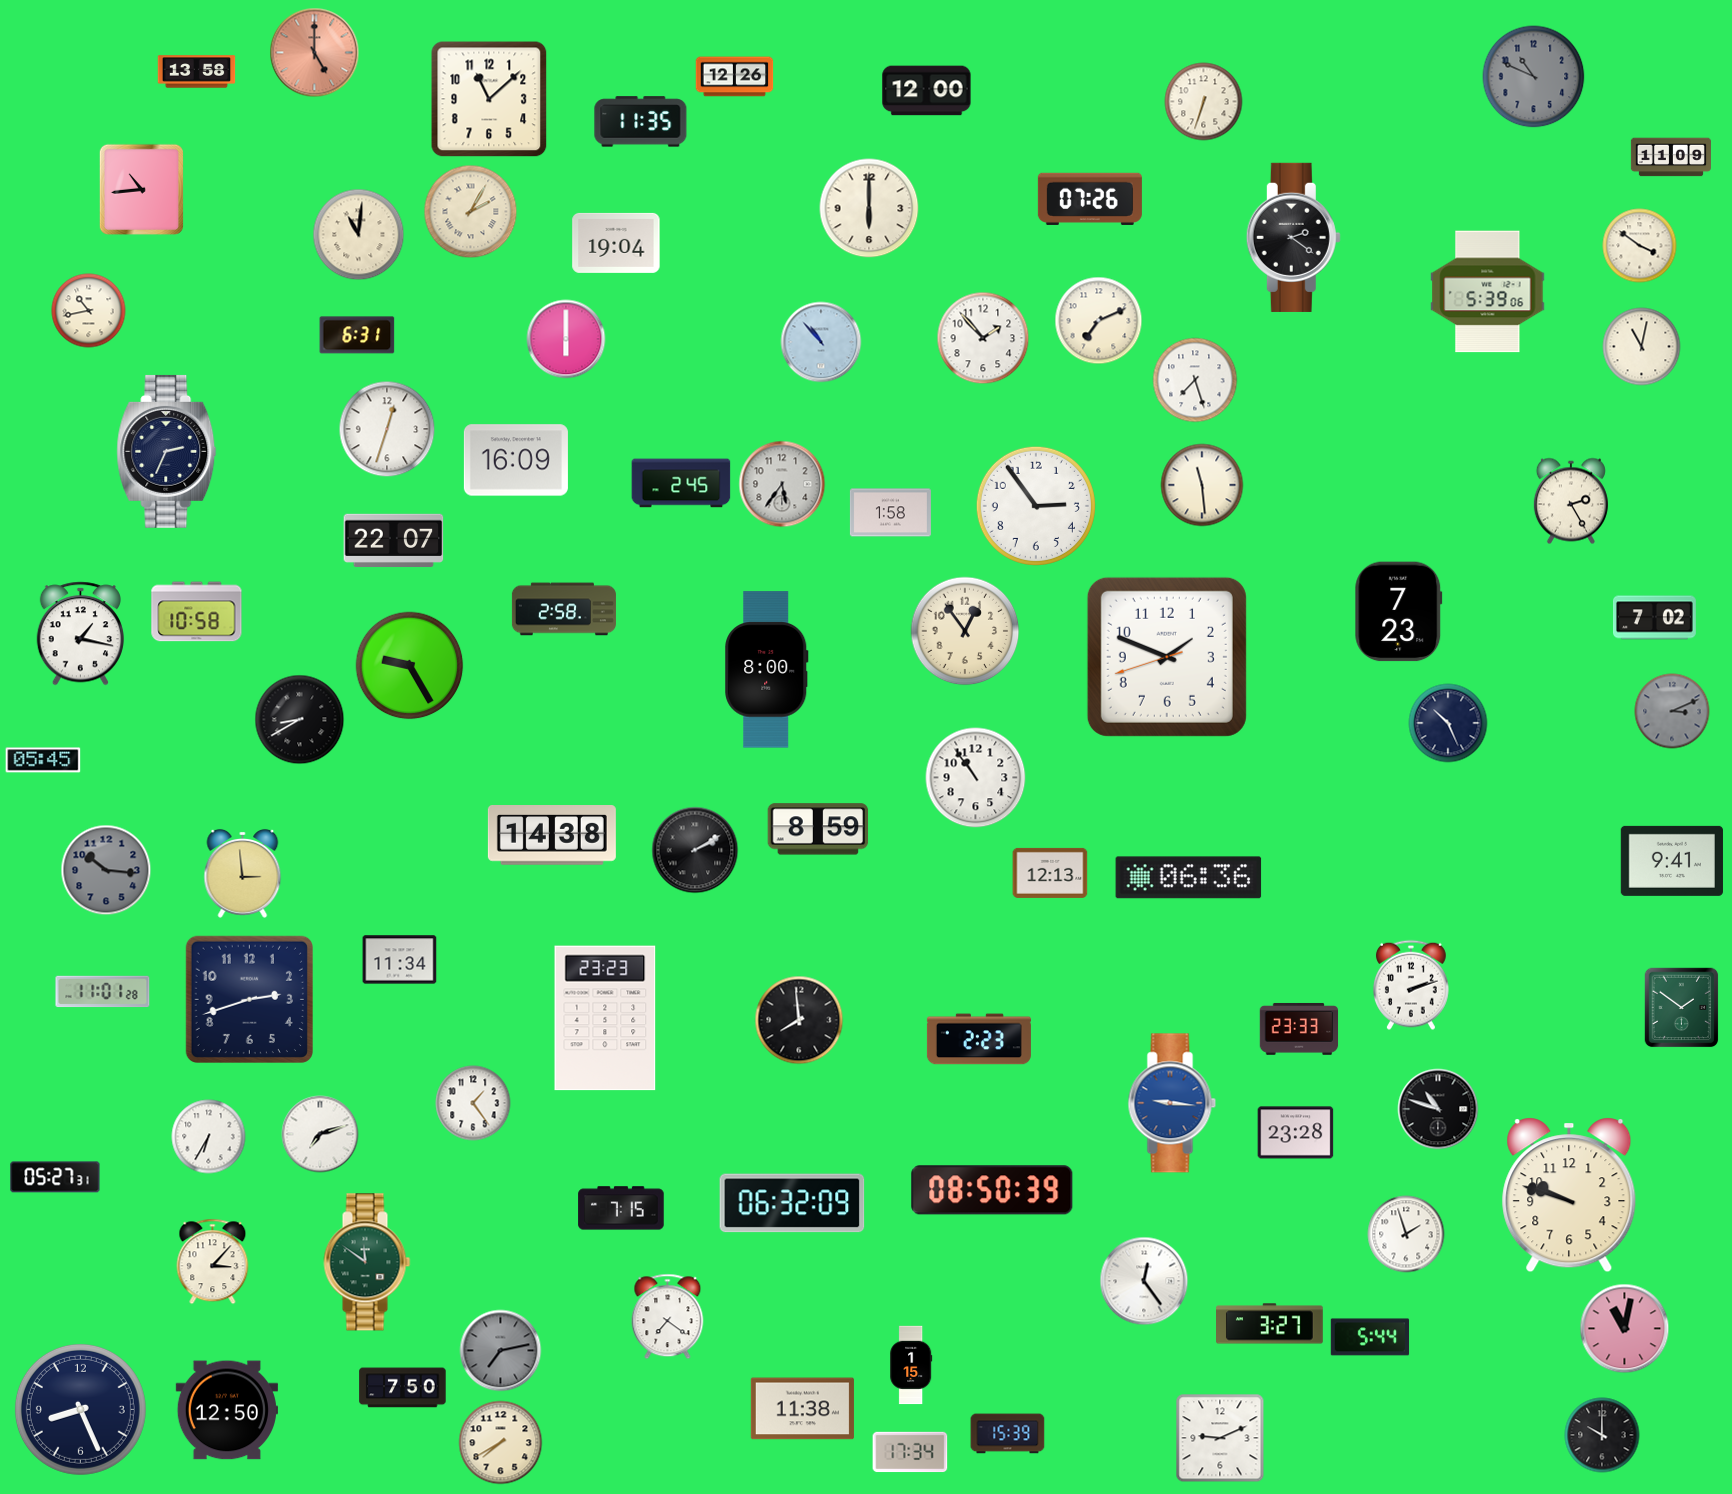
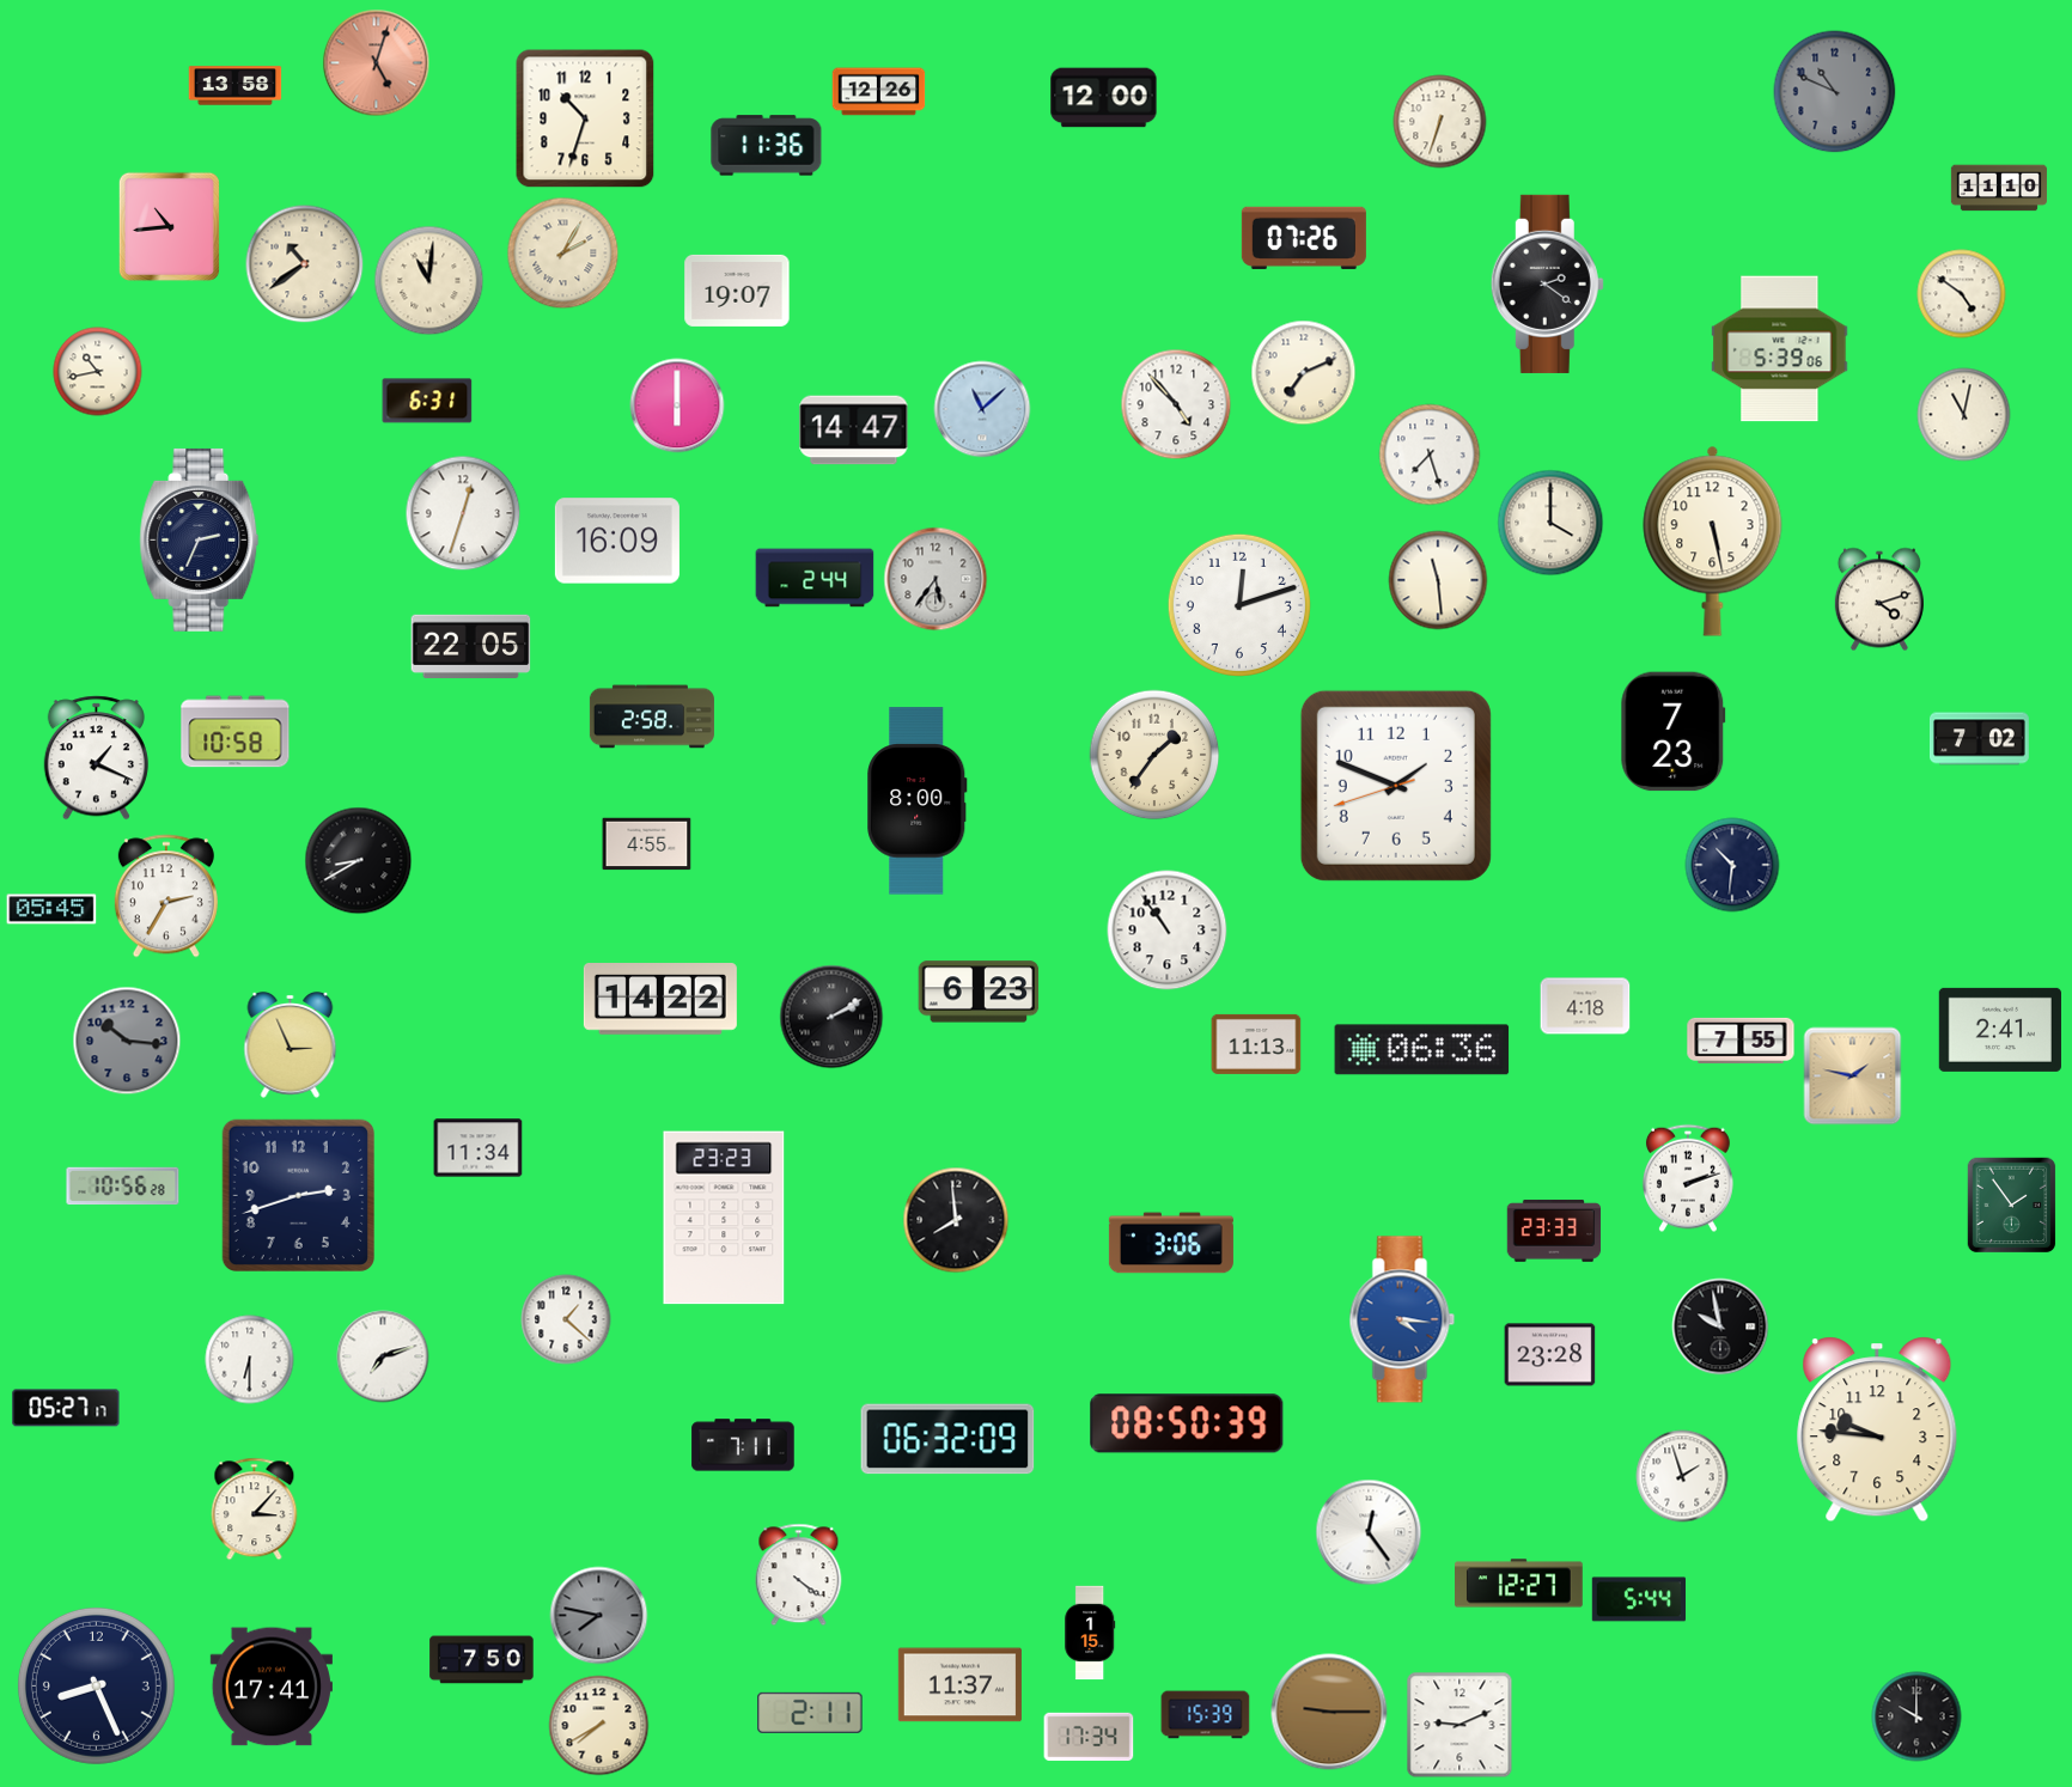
clock at (315, 53): 5:00 -> 5:03
clock at (927, 91) position: (927, 91) -> (1104, 98)
clock at (489, 99): 11:08 -> 10:33
clock at (641, 122): 11:35 -> 11:36
clock at (1671, 157): 11:09 -> 11:10
clock at (869, 208): 6:00 -> none
clock at (305, 264): none -> 10:39
clock at (616, 243): 19:04 -> 19:07
clock at (1640, 246): 3:51 -> 4:51
clock at (89, 311) position: (89, 311) -> (98, 372)
clock at (1099, 321) position: (1099, 321) -> (1304, 373)
clock at (983, 338): 1:53 -> 4:53
clock at (821, 342): 10:53 -> 11:08
clock at (854, 431): none -> 14:47
clock at (1550, 523): none -> 4:00
clock at (1713, 541): none -> 5:28
clock at (516, 460) position: (516, 460) -> (617, 541)
clock at (681, 483): 2:45 -> 2:44
clock at (1571, 501): 2:25 -> 4:12
clock at (1036, 506): 2:54 -> 12:12
clock at (890, 513): 1:58 -> none
clock at (394, 540): 22:07 -> 22:05
clock at (564, 609) position: (564, 609) -> (652, 716)
clock at (965, 631): 12:54 -> 1:36
clock at (80, 634): 1:17 -> 1:19
clock at (410, 666): 9:25 -> none
clock at (647, 844): none -> 4:55
clock at (1672, 711): 3:11 -> none
clock at (1448, 723): 10:26 -> 10:31
clock at (166, 896): none -> 2:35
clock at (818, 829): 8:59 -> 6:23
clock at (552, 836): 14:38 -> 14:22
clock at (1585, 1006): none -> 4:18
clock at (1672, 861): 9:41 -> 2:41
clock at (1741, 1041): none -> 7:55
clock at (243, 873): 2:59 -> 2:56
clock at (1050, 873): 12:13 -> 11:13
clock at (1853, 1077): none -> 1:47
clock at (103, 992): 11:01 -> 10:56
clock at (1682, 1008): 1:51 -> 1:54
clock at (979, 1039): 2:23 -> 3:06
clock at (473, 1103): 1:24 -> 1:22
clock at (1172, 1103): 9:16 -> 4:16
clock at (1438, 1109): 10:48 -> 9:58
clock at (209, 1137): 6:35 -> 6:30
clock at (55, 1177): 05:27:31 -> 05:27:17
clock at (1569, 1195): 9:48 -> 9:46
clock at (621, 1208): 7:15 -> 7:11
clock at (367, 1262): 11:51 -> none
clock at (668, 1317): 7:21 -> 4:21
clock at (1270, 1324): 3:27 -> 12:27
clock at (1625, 1329): 11:02 -> none
clock at (501, 1351): 7:13 -> 7:47
clock at (802, 1409): 11:38 -> 11:37
clock at (227, 1410): 12:50 -> 17:41
clock at (1329, 1712): none -> 9:15
clock at (810, 1713): none -> 2:11
clock at (1220, 1438) position: (1220, 1438) -> (1459, 1725)
